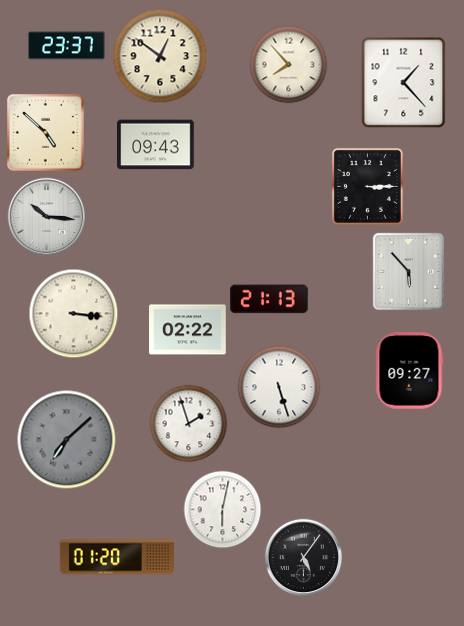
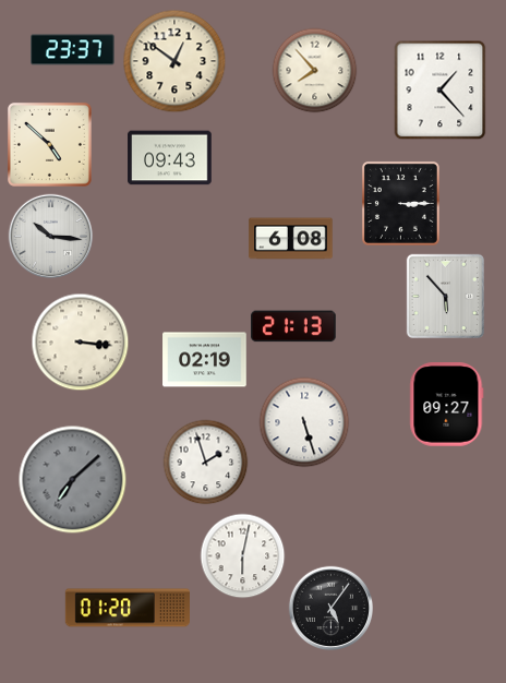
clock at (291, 239): none -> 6:08
clock at (188, 330): 02:22 -> 02:19
